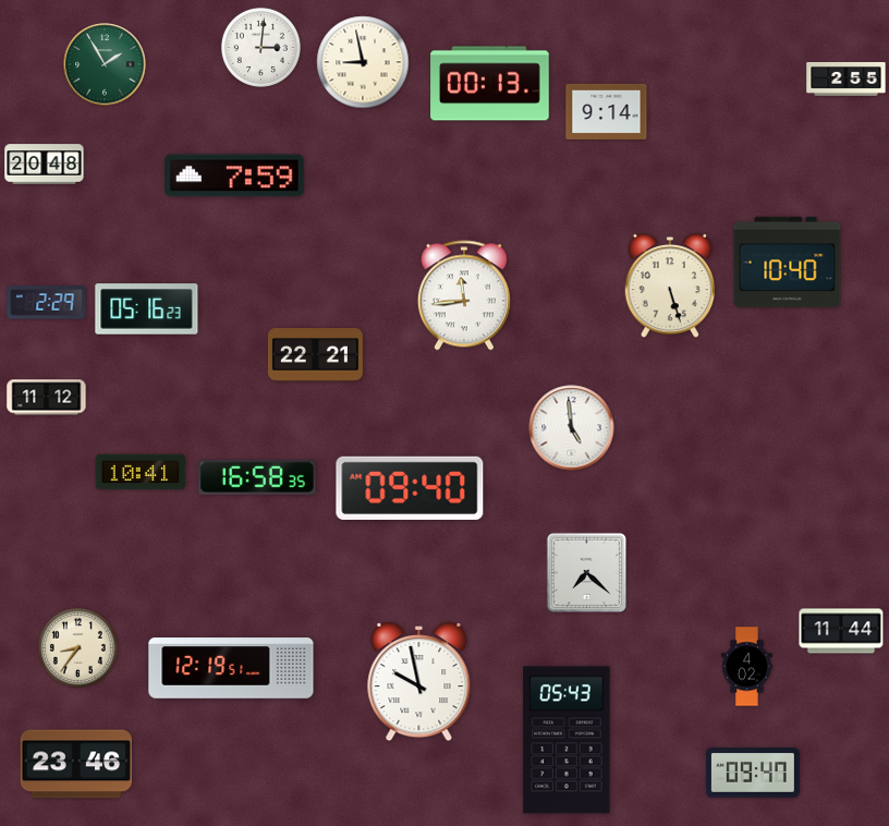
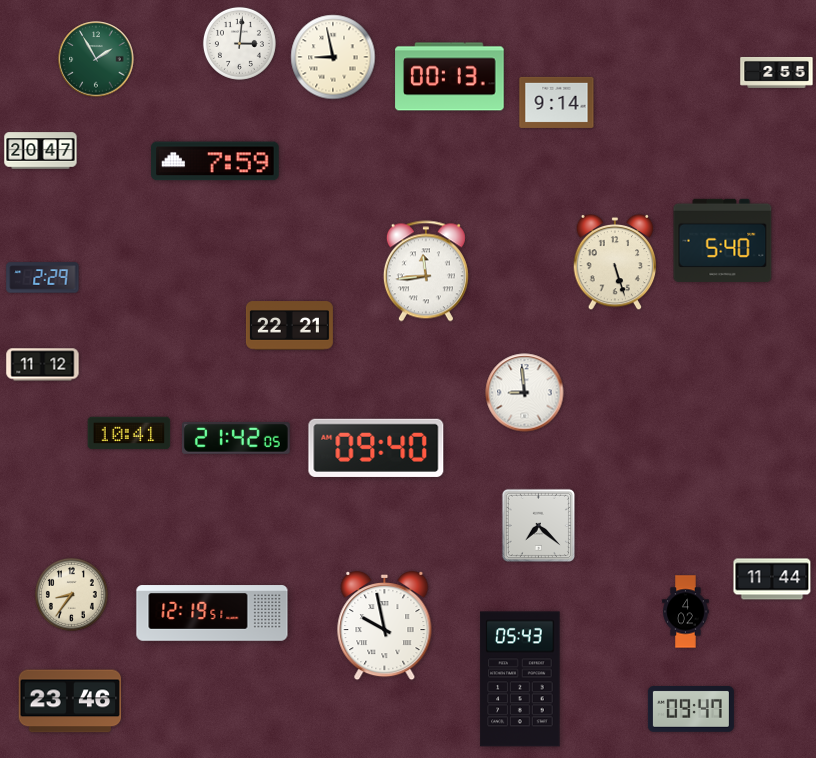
clock at (45, 165): 20:48 -> 20:47
clock at (788, 262): 10:40 -> 5:40
clock at (147, 309): 05:16 -> none
clock at (572, 428): 4:59 -> 8:59
clock at (258, 477): 16:58 -> 21:42
